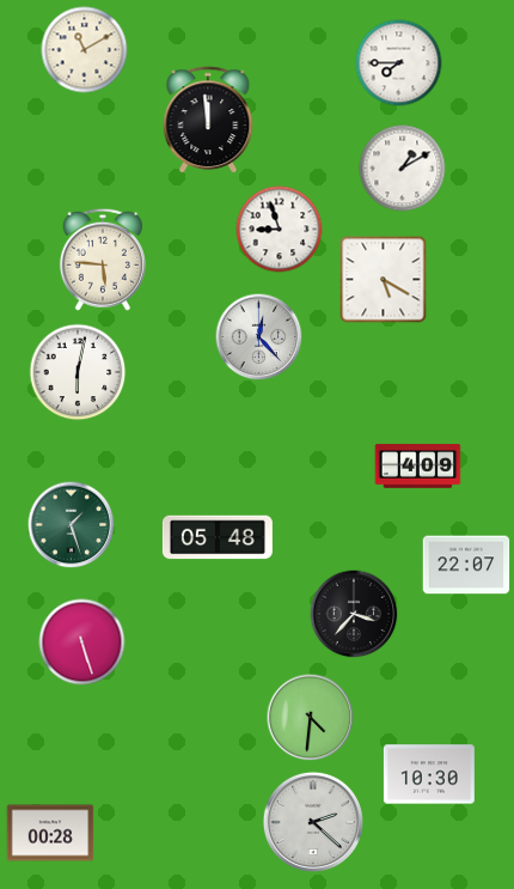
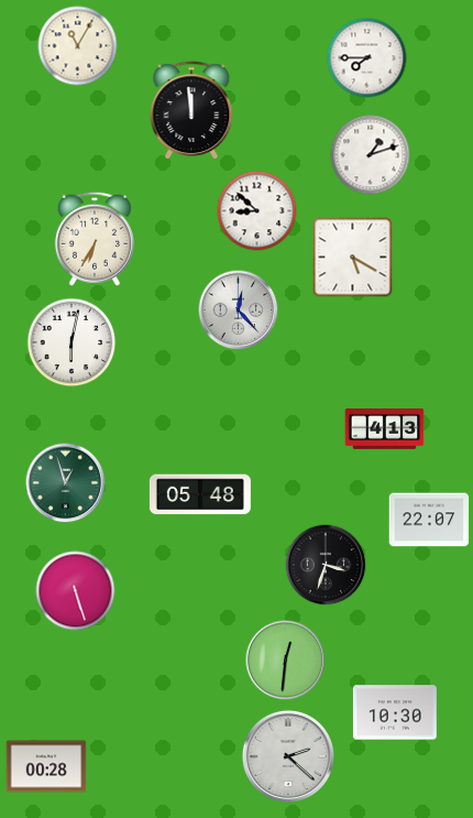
clock at (85, 50): 11:10 -> 11:05
clock at (403, 169): 1:10 -> 1:12
clock at (280, 230): 8:57 -> 8:52
clock at (103, 260): 5:46 -> 6:35
clock at (418, 467): 4:09 -> 4:13
clock at (72, 525): 1:27 -> 12:57
clock at (354, 614): 3:37 -> 3:33
clock at (311, 718): 4:31 -> 12:31
